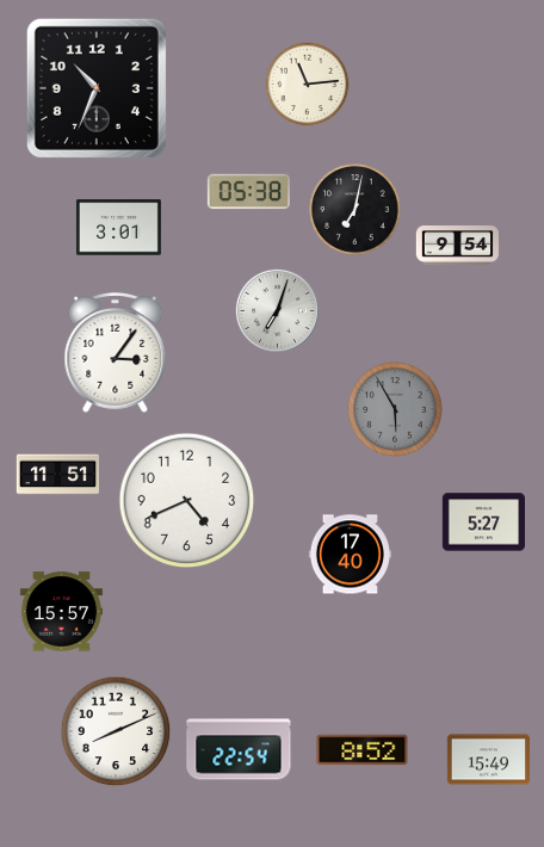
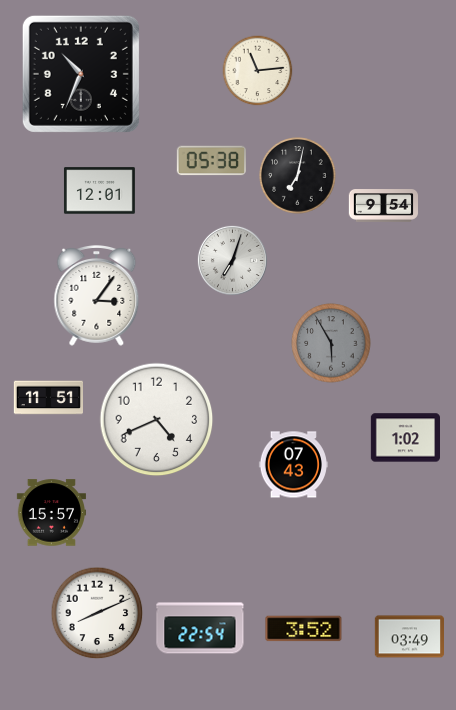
clock at (248, 192) position: (248, 192) -> (211, 161)
clock at (118, 228): 3:01 -> 12:01
clock at (483, 523): 5:27 -> 1:02
clock at (350, 555): 17:40 -> 07:43
clock at (363, 750): 8:52 -> 3:52
clock at (488, 760): 15:49 -> 03:49
